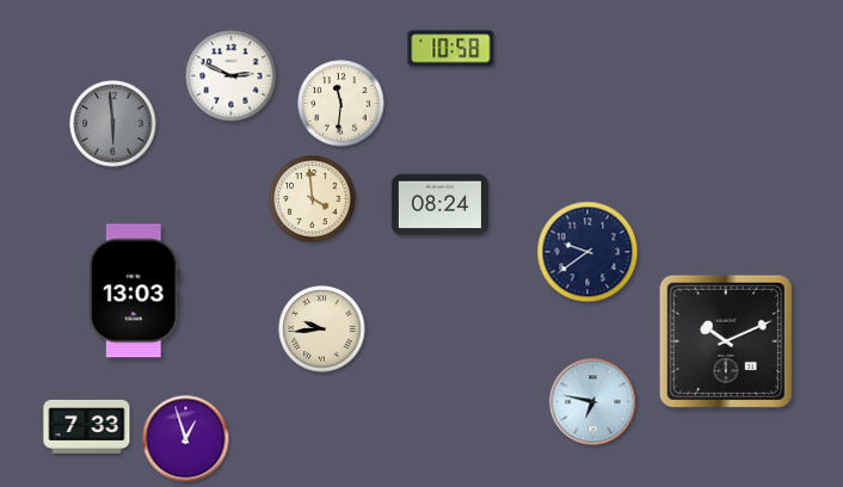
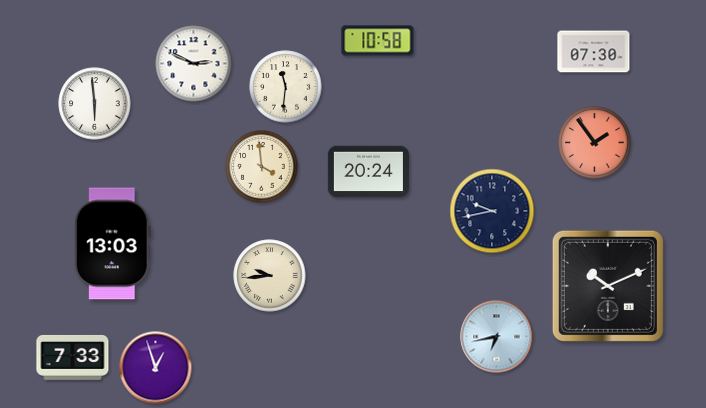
clock at (594, 52): none -> 07:30
clock at (113, 124) dial: grey -> white
clock at (595, 143): none -> 1:54
clock at (439, 205): 08:24 -> 20:24
clock at (587, 252): 9:39 -> 9:43
clock at (593, 402): 6:47 -> 6:43
